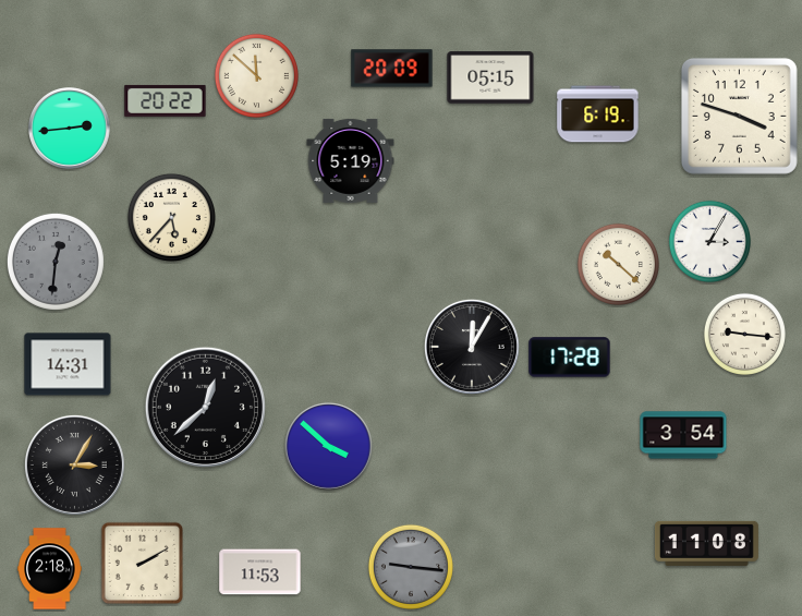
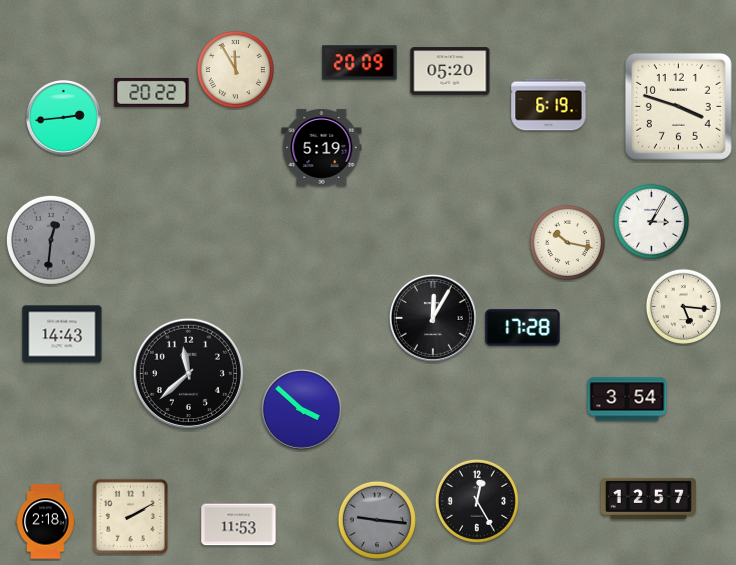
clock at (256, 75): 11:52 -> 11:55
clock at (490, 77): 05:15 -> 05:20
clock at (171, 217): 5:37 -> none
clock at (618, 264): 10:22 -> 10:17
clock at (744, 334): 9:16 -> 5:16
clock at (68, 364): 14:31 -> 14:43
clock at (205, 407): 12:38 -> 11:38
clock at (74, 464): 3:05 -> none
clock at (706, 543): 11:08 -> 12:57
clock at (477, 501): none -> 12:25
